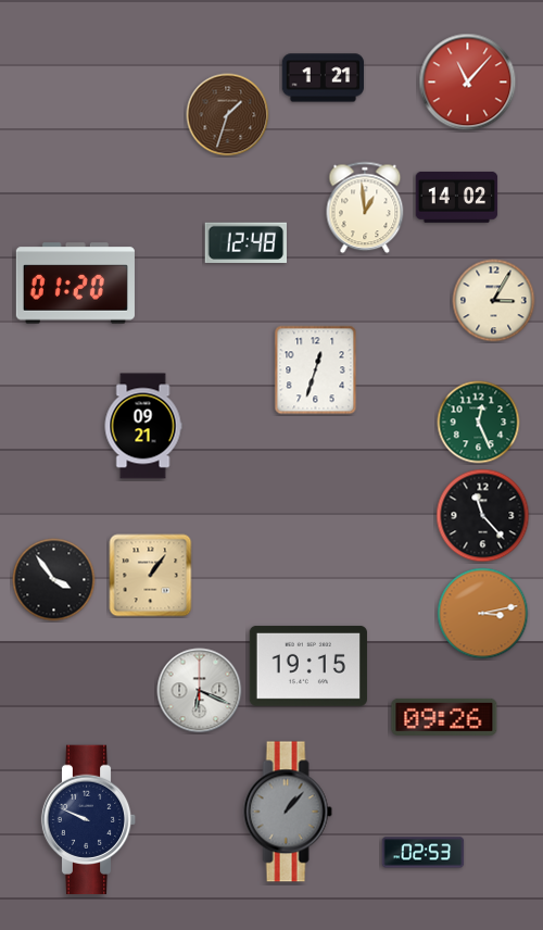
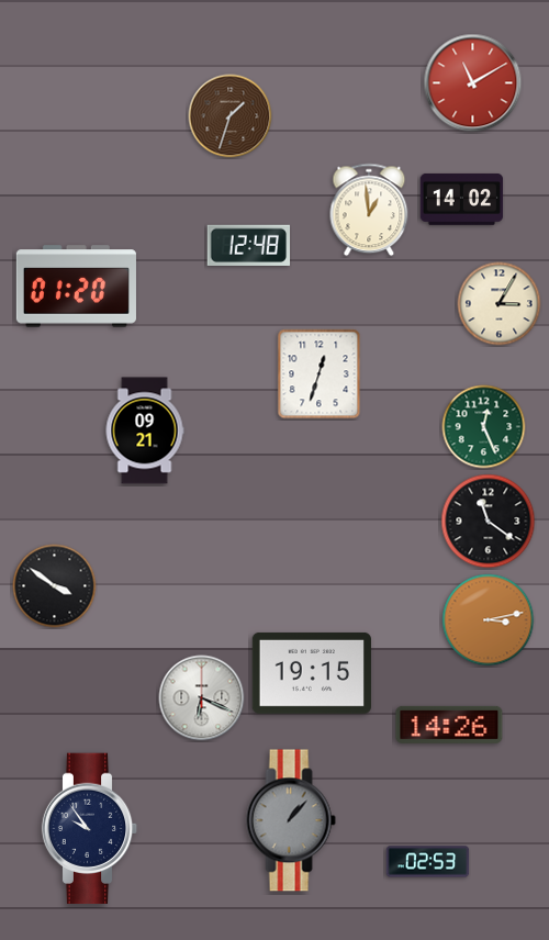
clock at (324, 78): 1:21 -> none
clock at (468, 83): 11:07 -> 11:10
clock at (483, 516): 11:23 -> 11:21
clock at (151, 576): 1:06 -> none
clock at (54, 580): 3:54 -> 3:51
clock at (444, 717): 09:26 -> 14:26
clock at (89, 820): 9:49 -> 9:54
